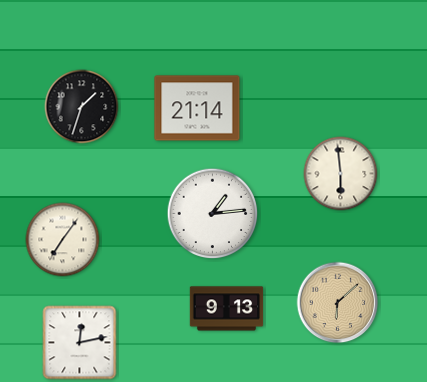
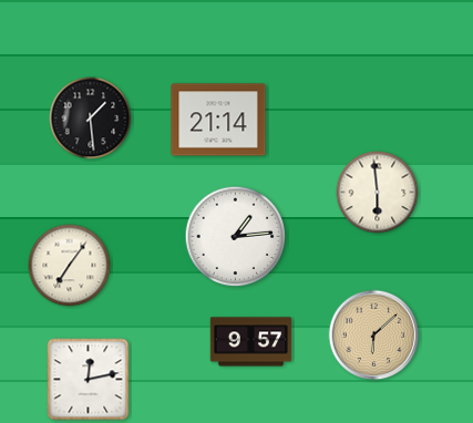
clock at (82, 107): 1:33 -> 1:29
clock at (227, 309): 9:13 -> 9:57
